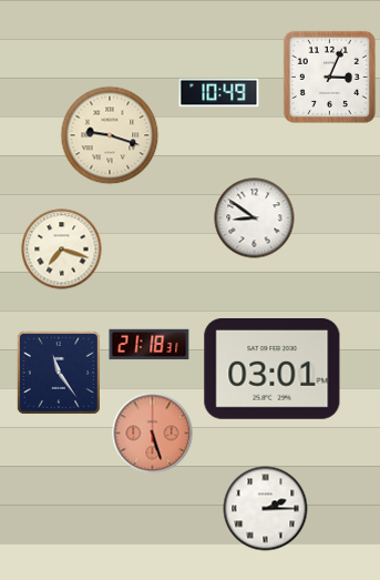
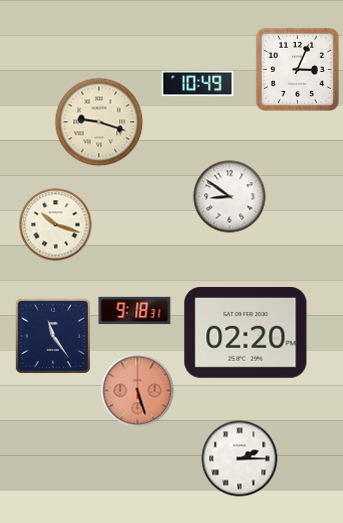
clock at (62, 250): 7:18 -> 10:18
clock at (150, 345): 21:18 -> 9:18
clock at (273, 368): 03:01 -> 02:20
